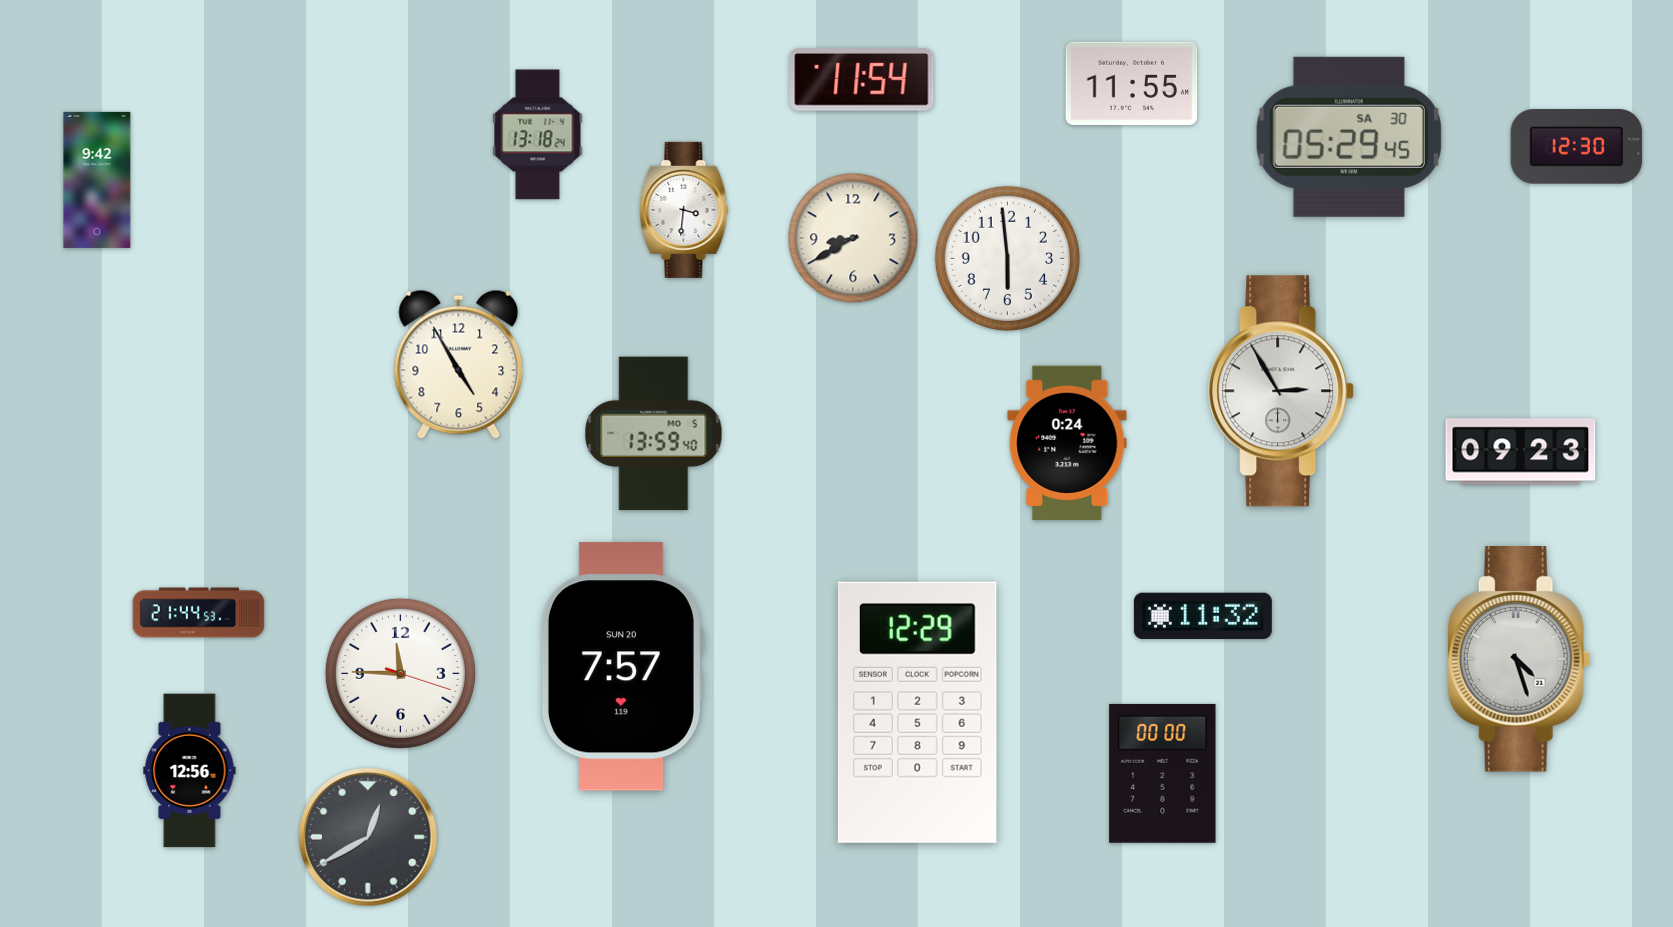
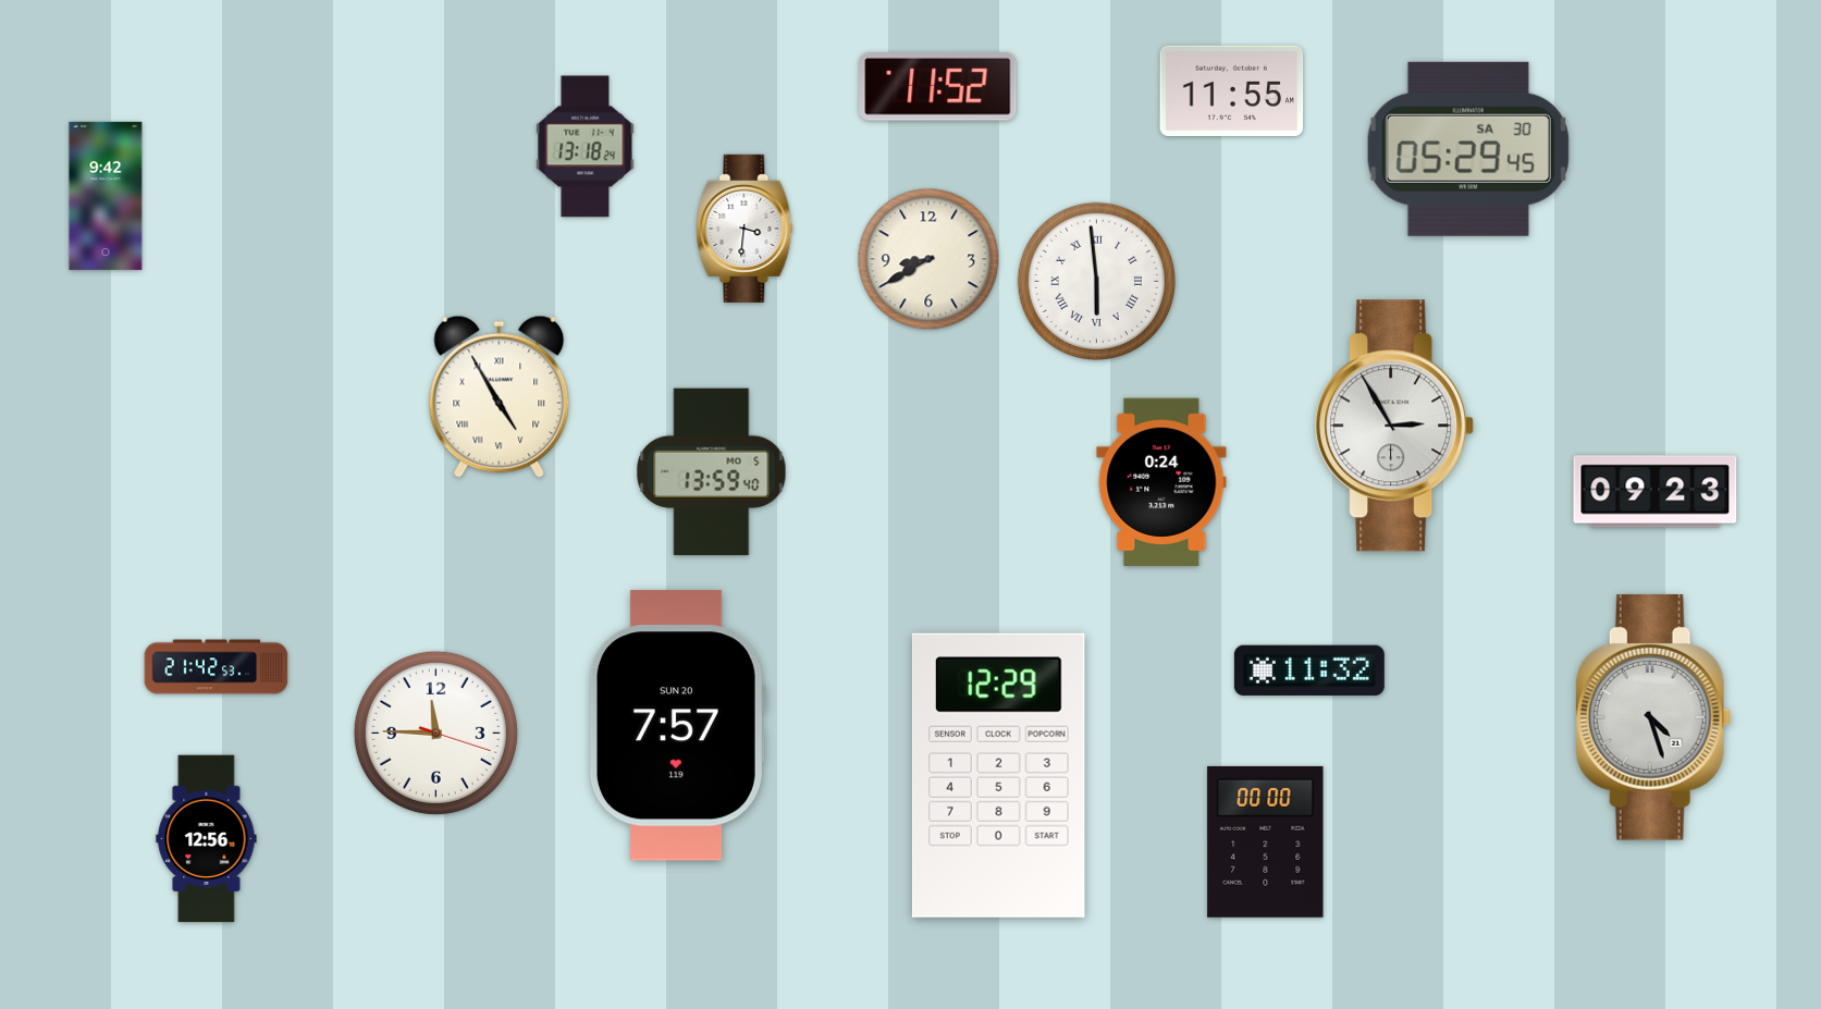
clock at (862, 80): 11:54 -> 11:52
clock at (1577, 147): 12:30 -> none
clock at (1007, 258) numerals: Arabic -> Roman
clock at (459, 364) numerals: Arabic -> Roman
clock at (199, 613): 21:44 -> 21:42
clock at (368, 837): 12:40 -> none
